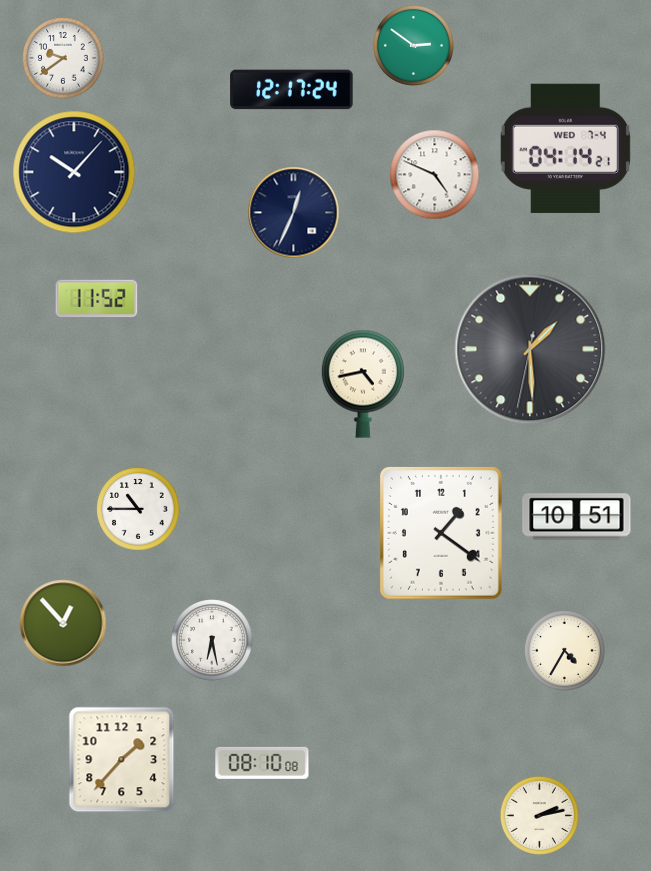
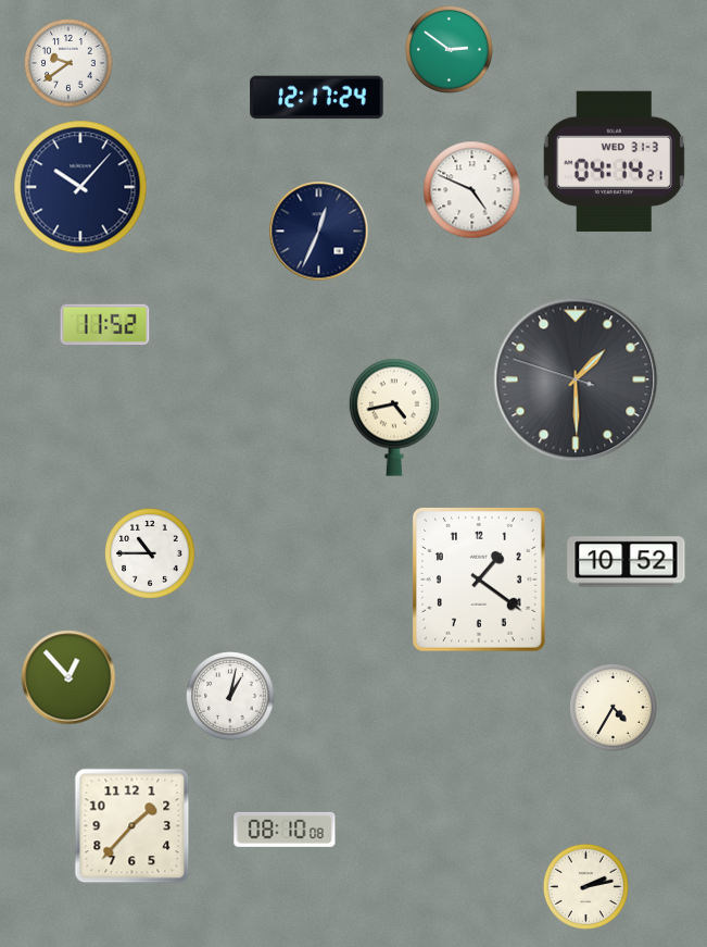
clock at (565, 148) date: WED 7-4 -> WED 31-3
clock at (530, 349): 1:29:32 -> 1:29:48
clock at (577, 517): 10:51 -> 10:52
clock at (213, 641): 6:28 -> 1:02
